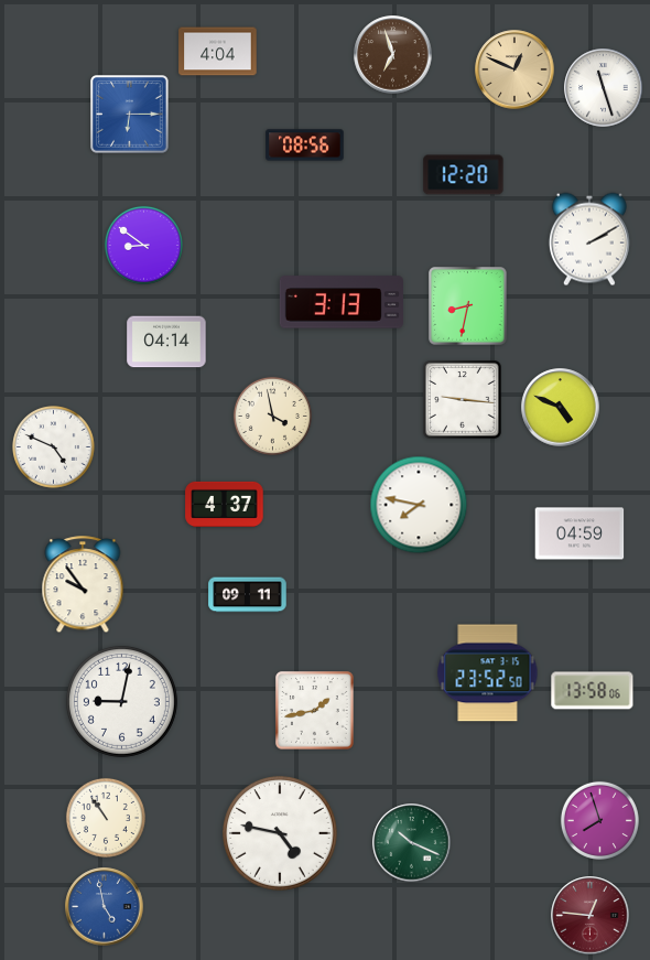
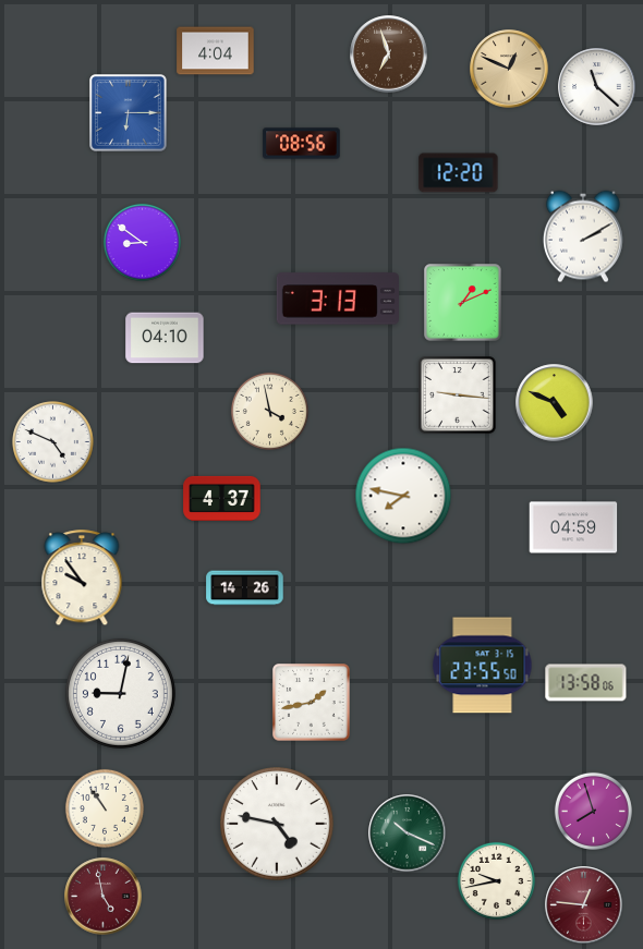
clock at (604, 88): 11:27 -> 11:22
clock at (468, 306): 8:32 -> 1:11
clock at (166, 342): 04:14 -> 04:10
clock at (419, 505) position: (419, 505) -> (403, 496)
clock at (248, 595): 09:11 -> 14:26
clock at (488, 673): 23:52 -> 23:55
clock at (496, 880): none -> 9:43
clock at (105, 907) dial: blue -> burgundy
